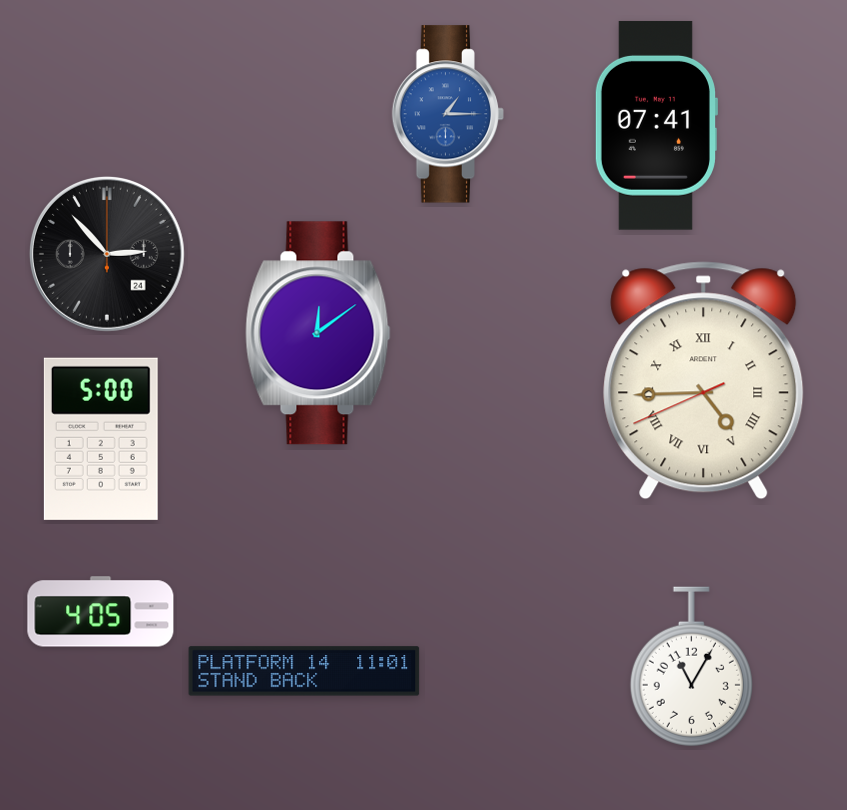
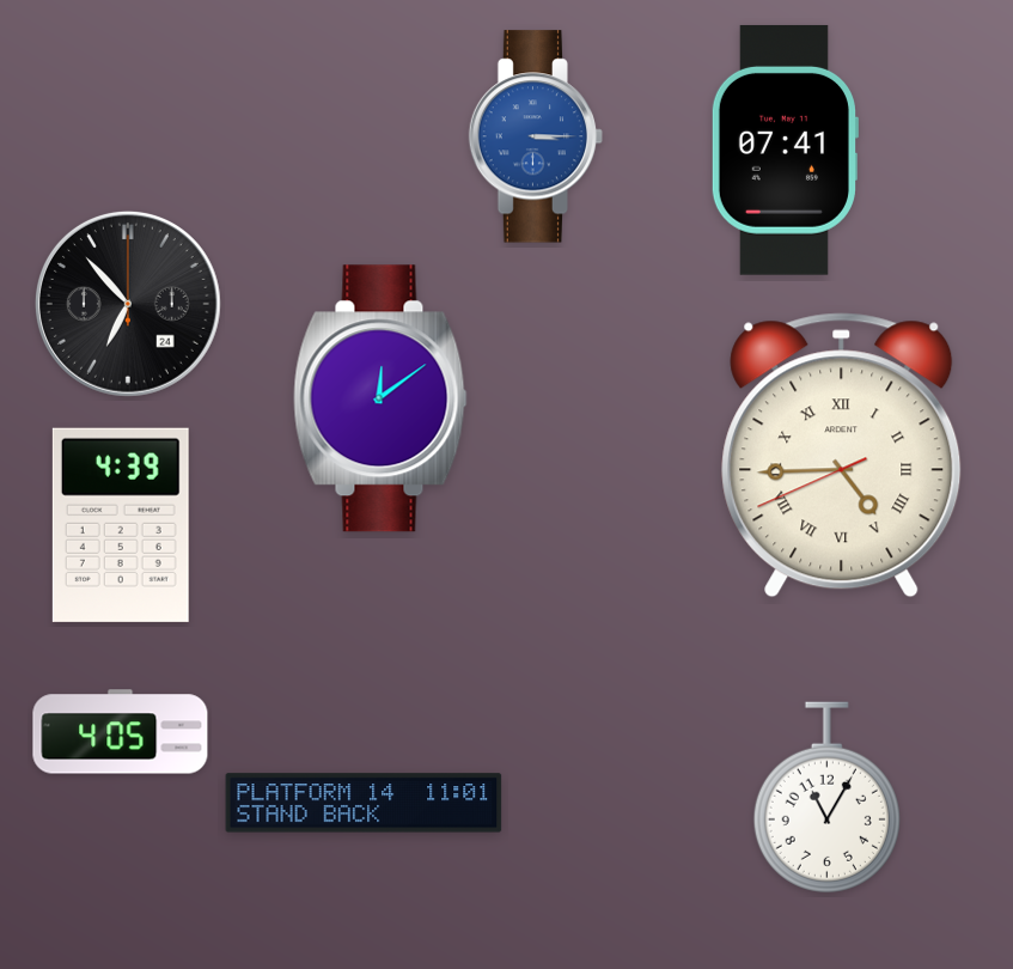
clock at (448, 114): 1:15 -> 3:15
clock at (107, 254): 2:53 -> 6:53
clock at (101, 439): 5:00 -> 4:39
